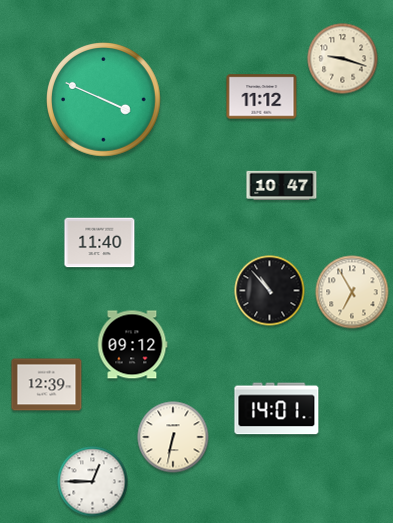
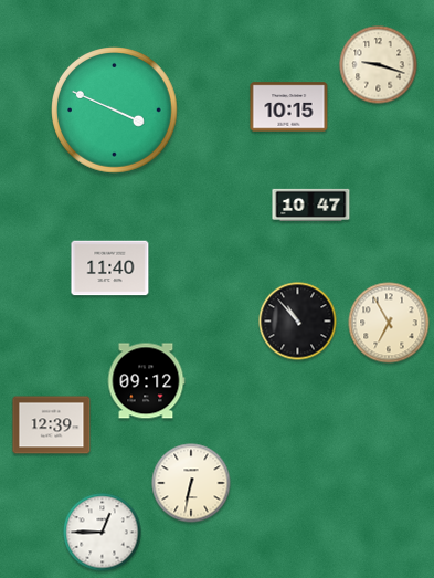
clock at (262, 97): 11:12 -> 10:15
clock at (277, 409): 14:01 -> none
